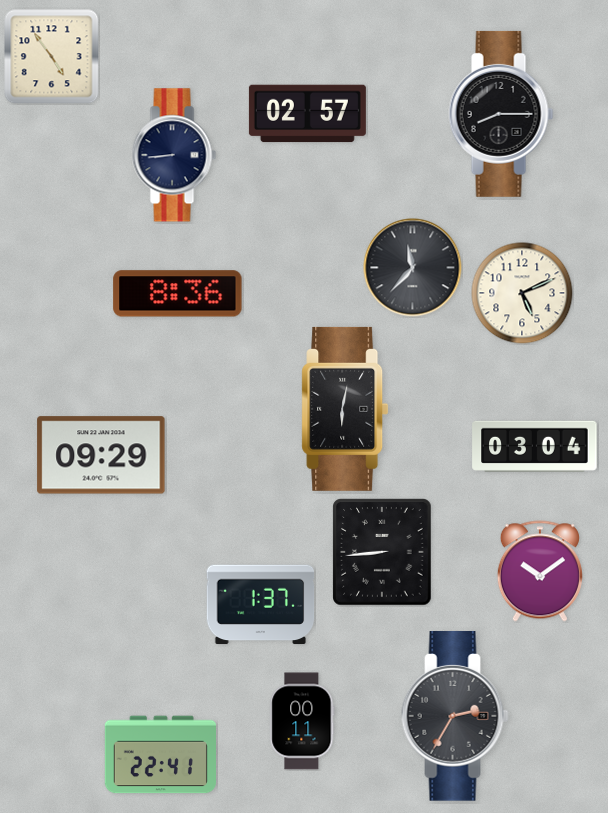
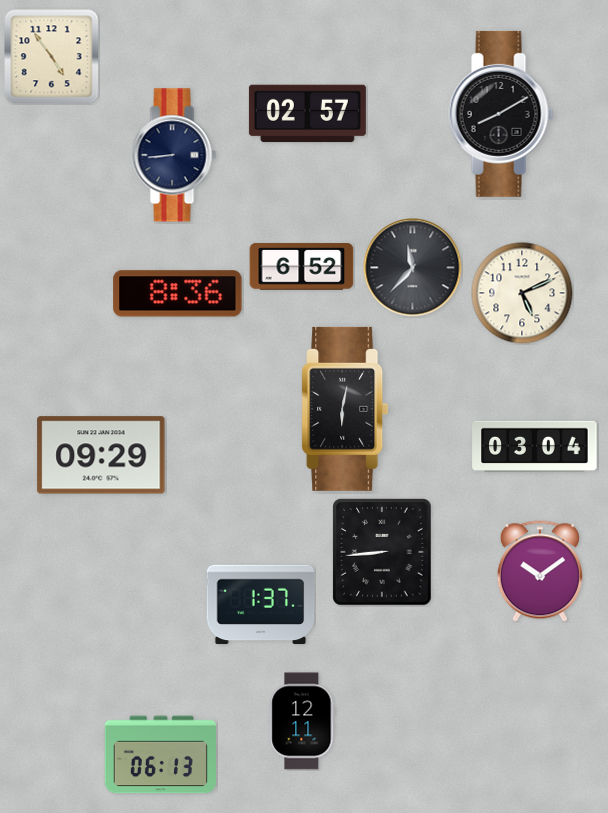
clock at (501, 114): 8:15 -> 8:10
clock at (302, 267): none -> 6:52
clock at (455, 717): 2:35 -> none
clock at (302, 721): 00:11 -> 12:11
clock at (160, 755): 22:41 -> 06:13
